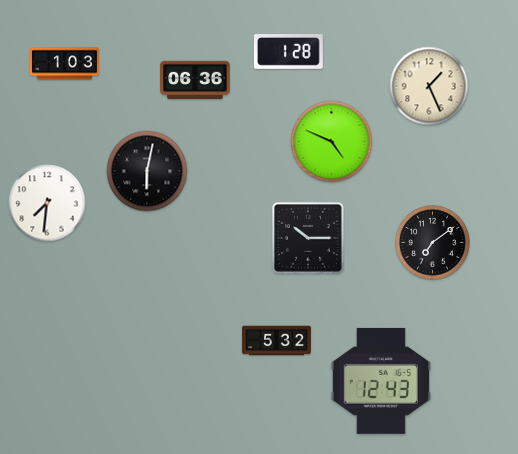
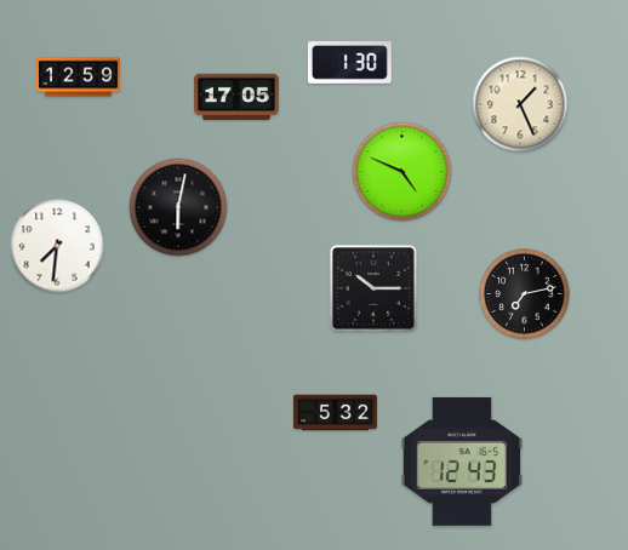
clock at (288, 52): 1:28 -> 1:30
clock at (65, 64): 1:03 -> 12:59
clock at (195, 79): 06:36 -> 17:05
clock at (433, 243): 7:09 -> 7:13
